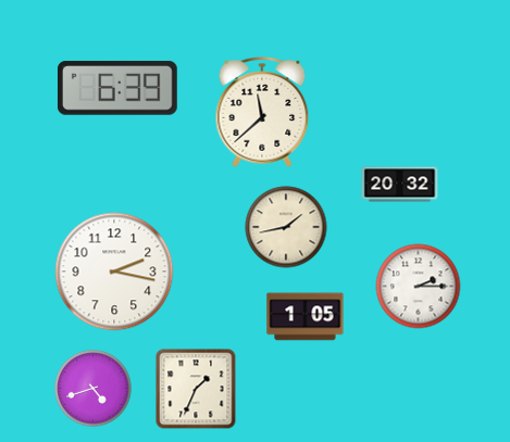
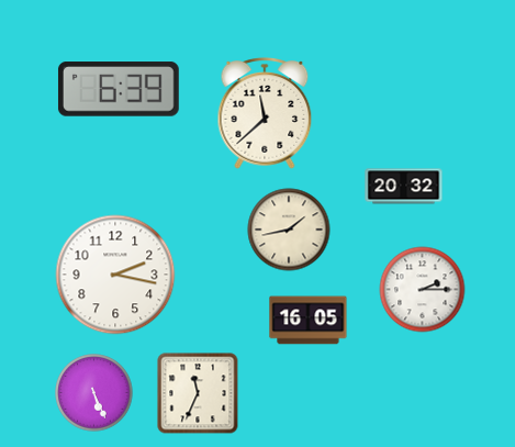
clock at (306, 317): 1:05 -> 16:05
clock at (94, 389): 4:42 -> 5:26
clock at (196, 389): 1:34 -> 11:34
